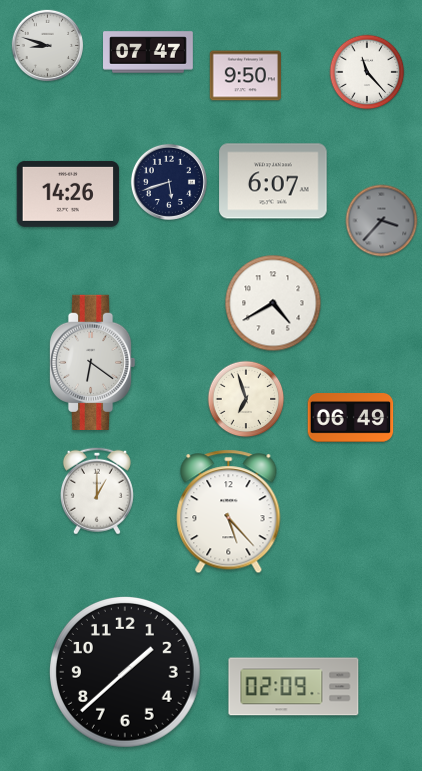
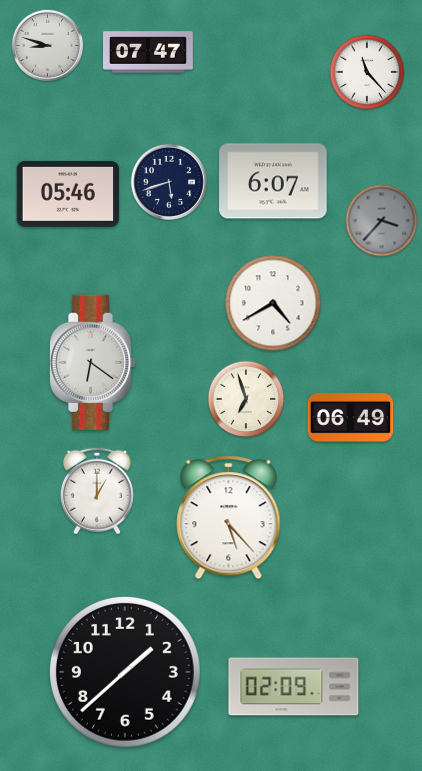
clock at (245, 76): 9:50 -> none
clock at (68, 194): 14:26 -> 05:46
clock at (229, 512) position: (229, 512) -> (229, 518)
